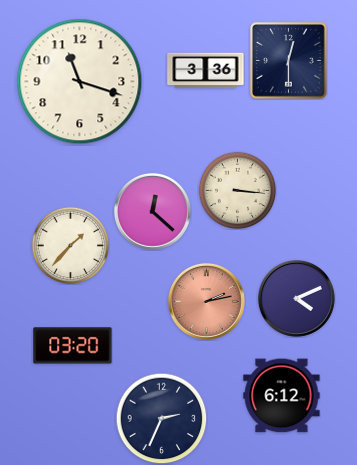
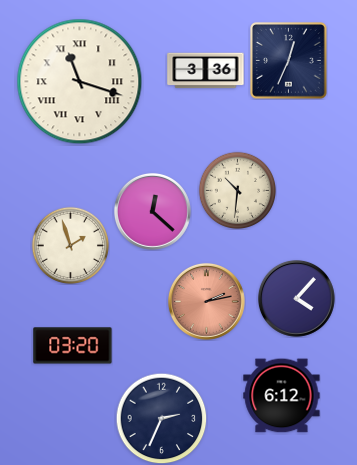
clock at (289, 61): 12:30 -> 12:34
clock at (80, 82) numerals: Arabic -> Roman
clock at (237, 190): 3:16 -> 10:31
clock at (70, 245): 1:37 -> 1:57
clock at (296, 298): 4:11 -> 4:07
